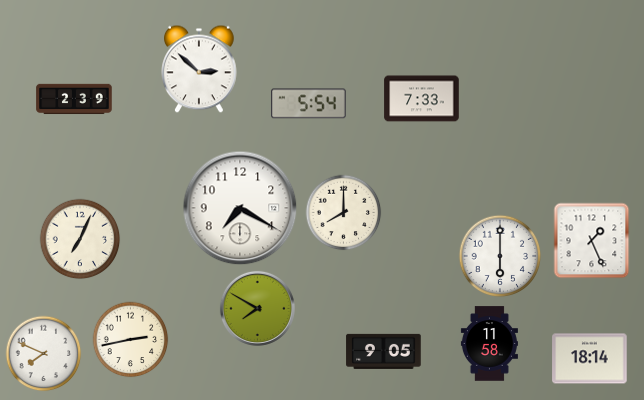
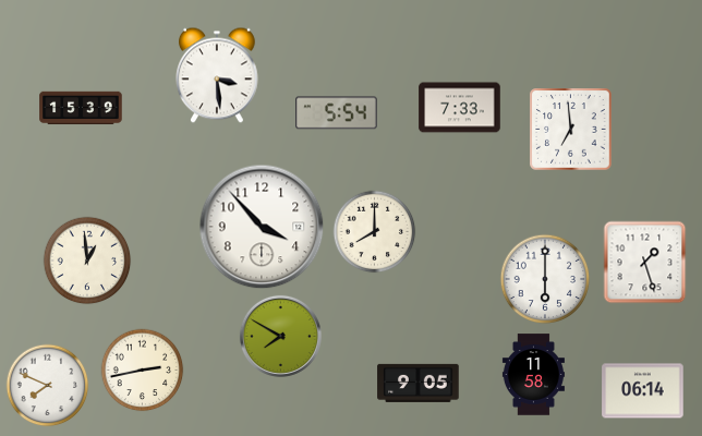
clock at (200, 69): 2:52 -> 3:29
clock at (74, 99): 2:39 -> 15:39
clock at (571, 130): none -> 6:59
clock at (240, 208): 7:20 -> 3:53
clock at (80, 239): 7:04 -> 12:59
clock at (592, 241): 1:26 -> 1:27
clock at (590, 359): 18:14 -> 06:14
